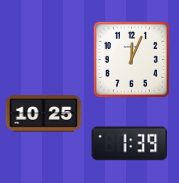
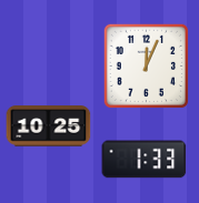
clock at (130, 144): 1:39 -> 1:33
